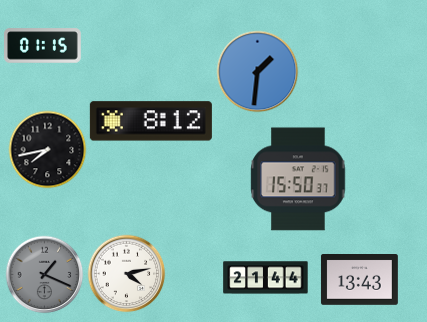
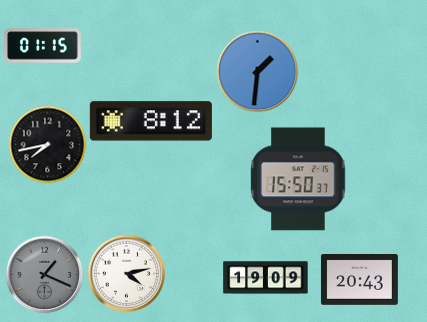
clock at (47, 149) position: (47, 149) -> (47, 144)
clock at (266, 278): 21:44 -> 19:09
clock at (359, 280): 13:43 -> 20:43
